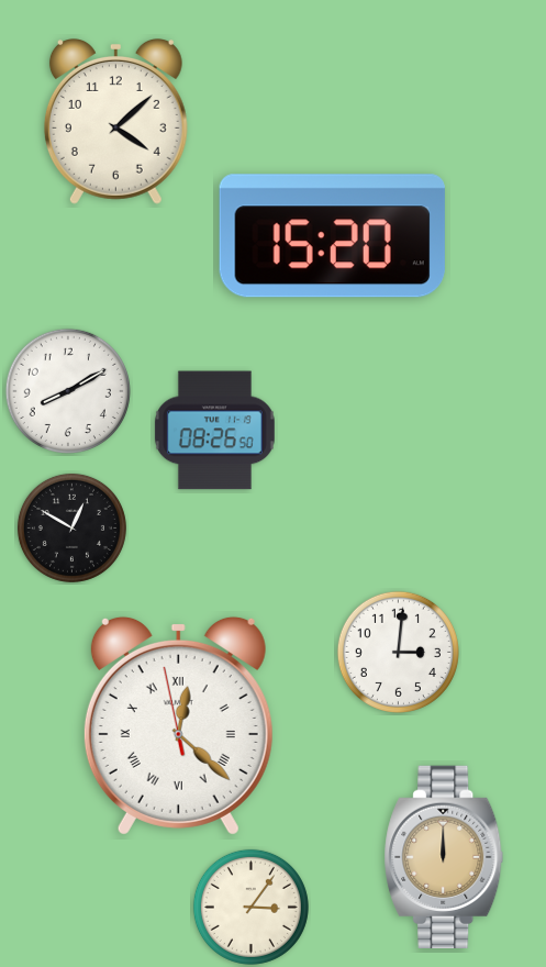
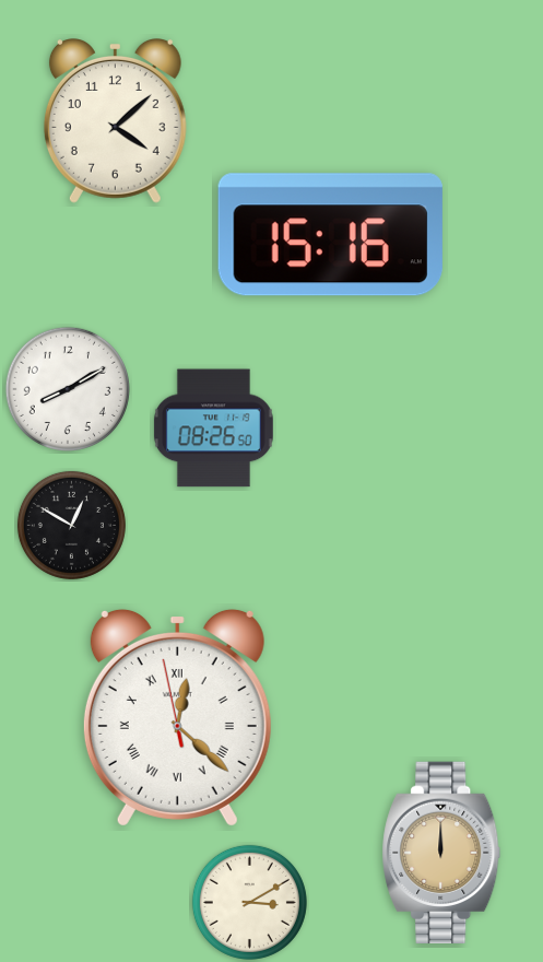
clock at (332, 236): 15:20 -> 15:16
clock at (398, 652): 3:01 -> none
clock at (178, 725) position: (178, 725) -> (177, 717)
clock at (250, 907): 3:06 -> 3:10
